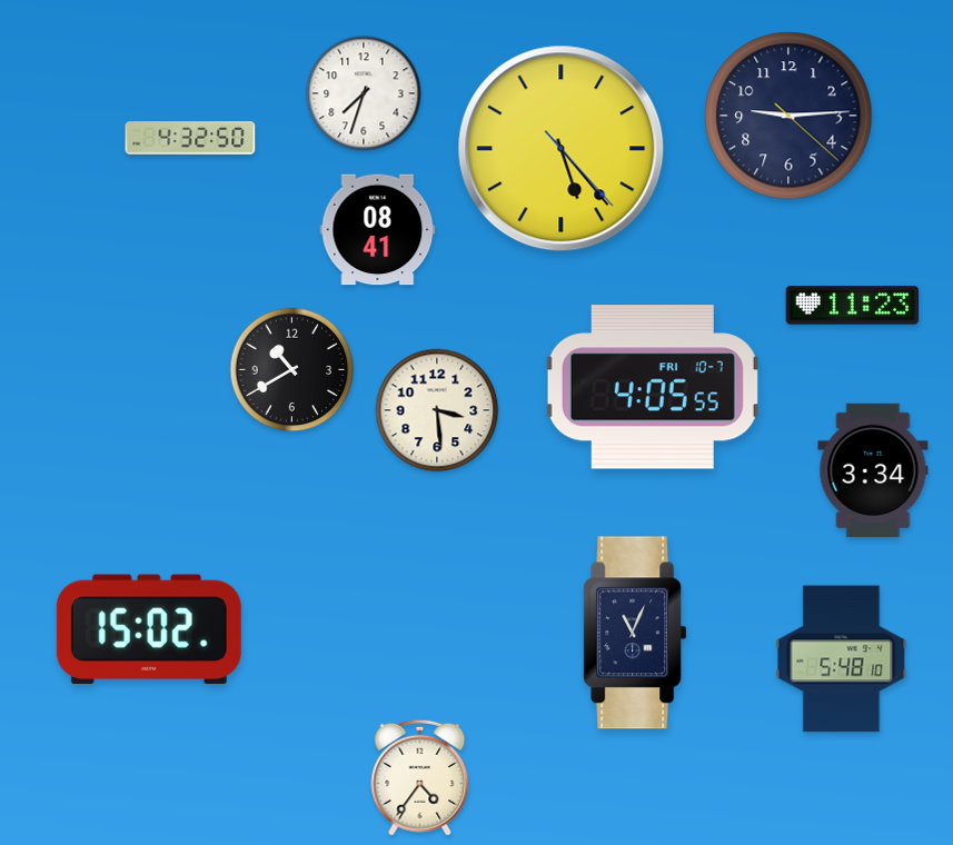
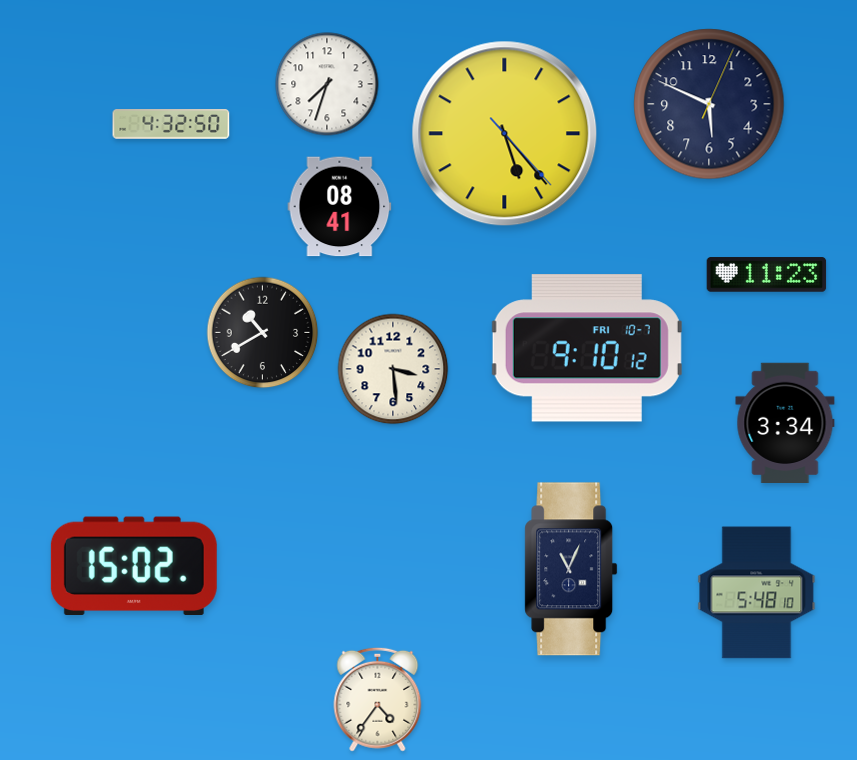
clock at (788, 116): 9:14 -> 5:49
clock at (653, 387): 4:05 -> 9:10
